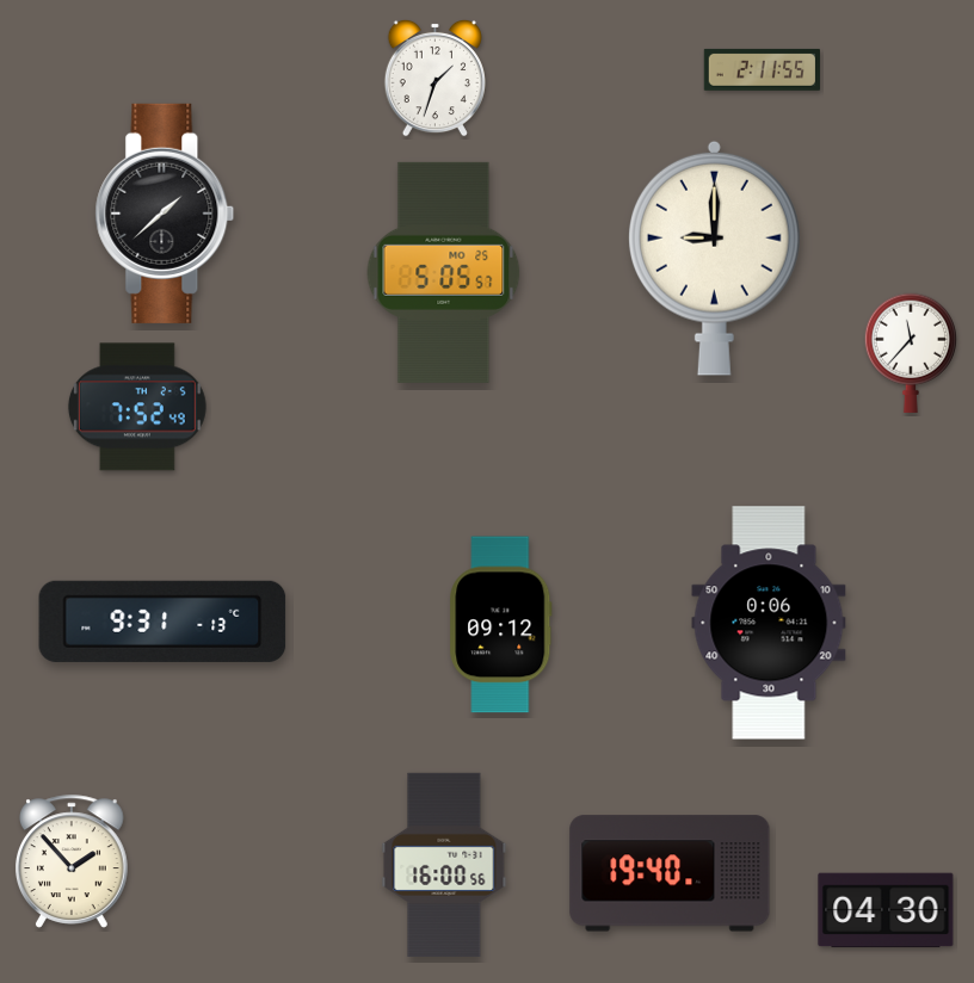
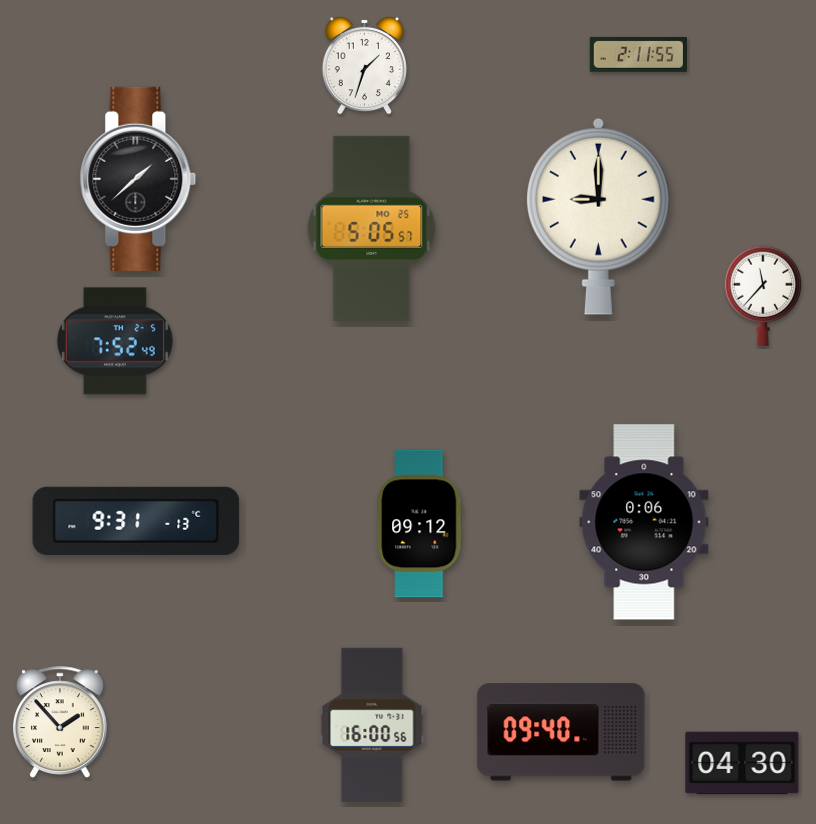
clock at (762, 69) position: (762, 69) -> (638, 54)
clock at (670, 873): 19:40 -> 09:40
